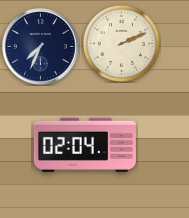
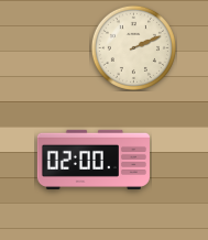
clock at (41, 47): 7:34 -> none
clock at (85, 145): 02:04 -> 02:00
